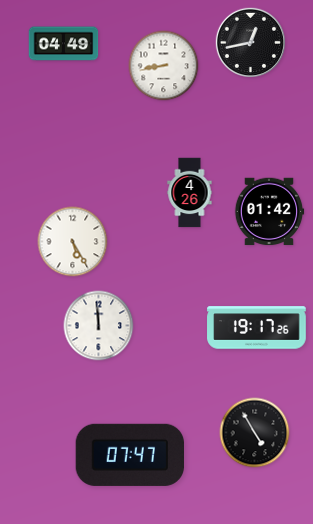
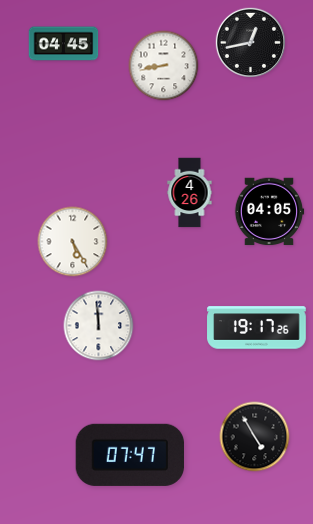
clock at (64, 44): 04:49 -> 04:45
clock at (269, 212): 01:42 -> 04:05
clock at (255, 433) position: (255, 433) -> (255, 437)
